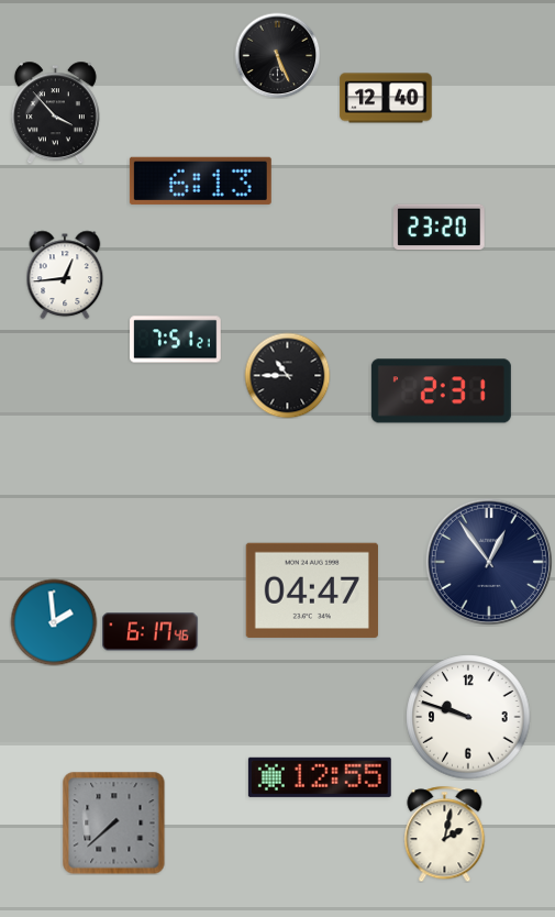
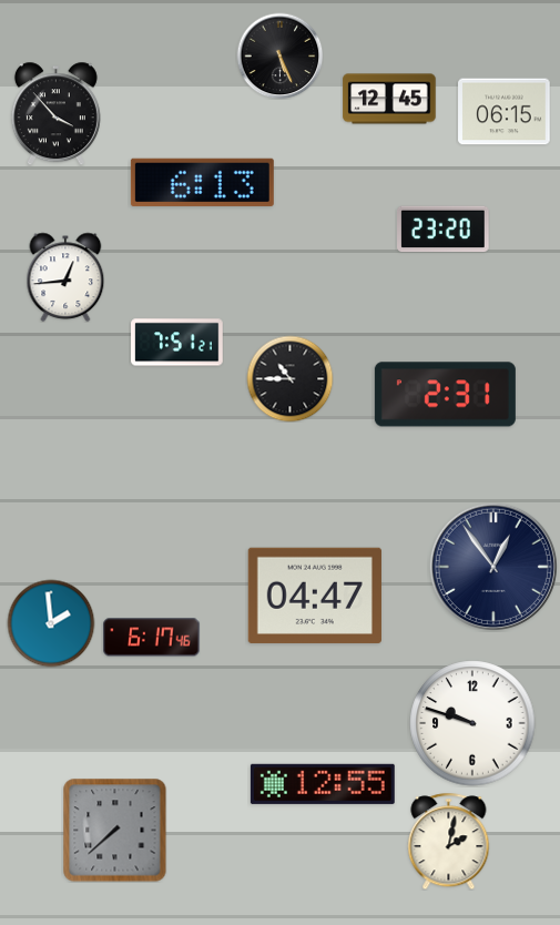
clock at (386, 98): 12:40 -> 12:45
clock at (505, 112): none -> 06:15
clock at (54, 622) position: (54, 622) -> (51, 623)
